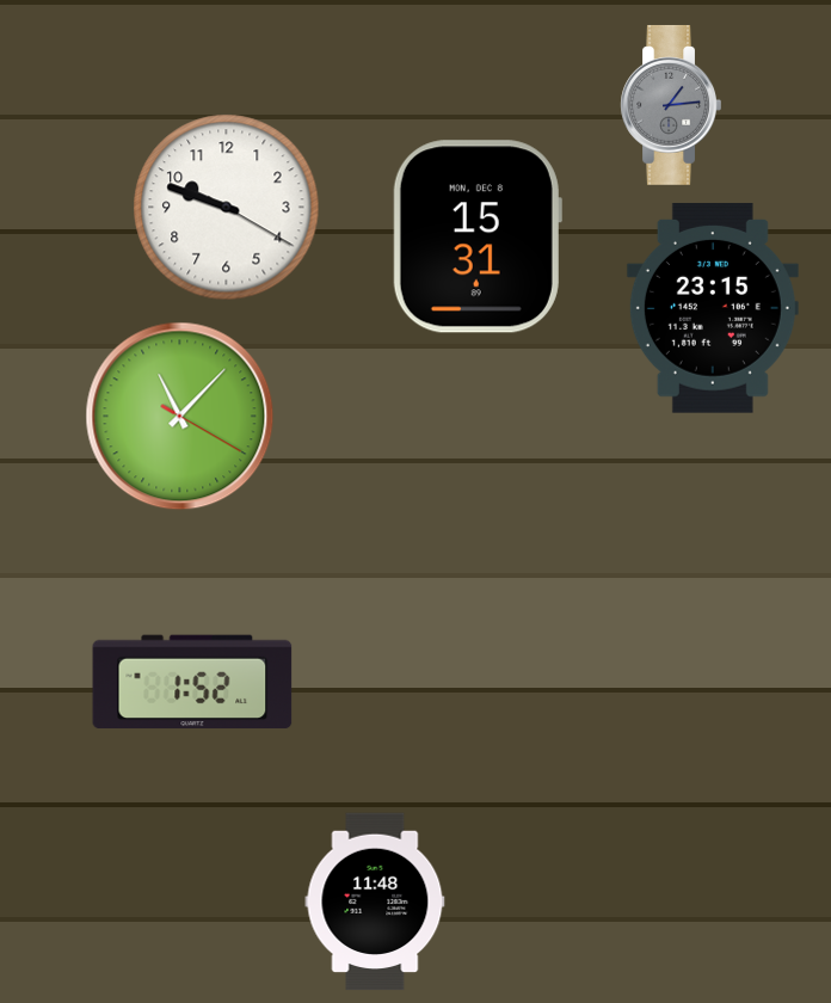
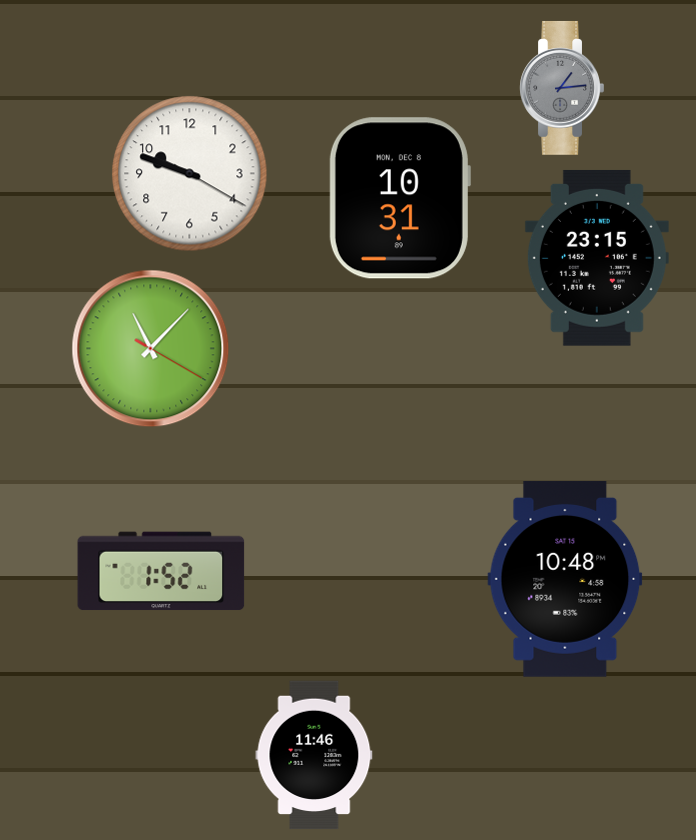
clock at (478, 236): 15:31 -> 10:31
clock at (565, 579): none -> 10:48
clock at (375, 902): 11:48 -> 11:46
